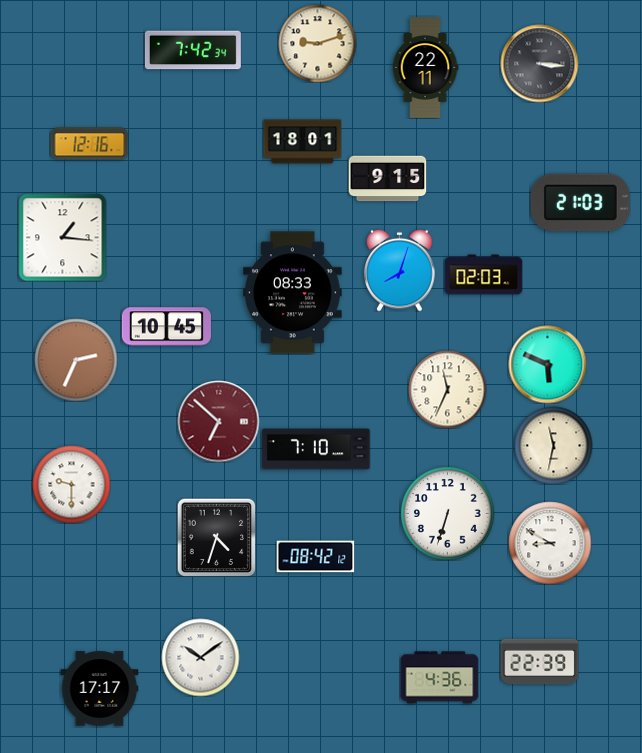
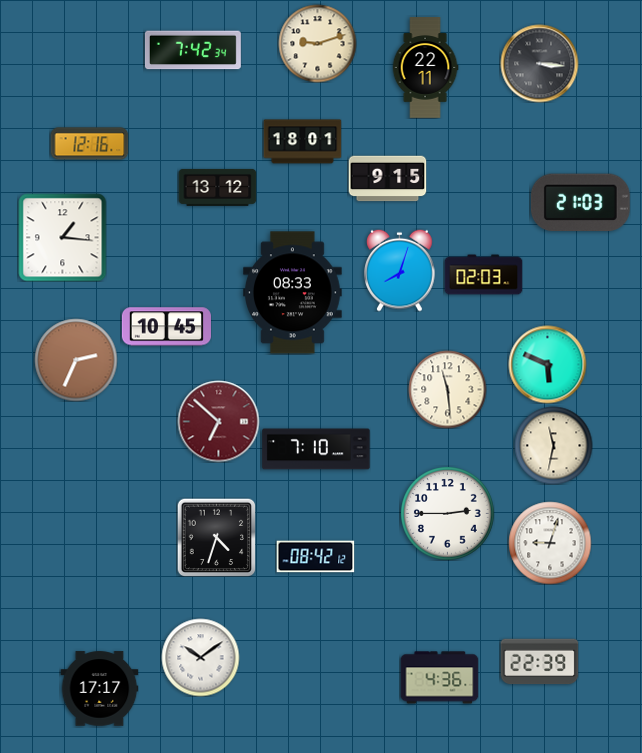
clock at (217, 187): none -> 13:12
clock at (447, 389): 11:34 -> 11:29
clock at (71, 484): 9:30 -> none
clock at (448, 514): 6:33 -> 2:45
clock at (550, 543): 8:50 -> 9:03
